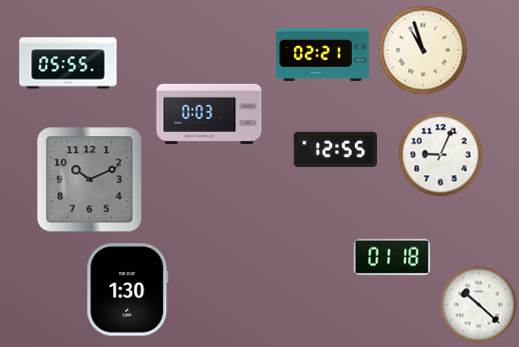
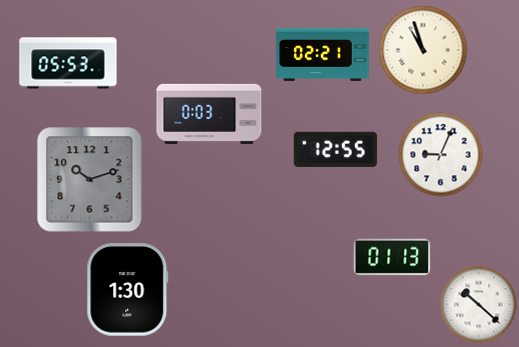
clock at (68, 63): 05:55 -> 05:53
clock at (90, 180): 10:11 -> 10:12
clock at (392, 257): 01:18 -> 01:13
